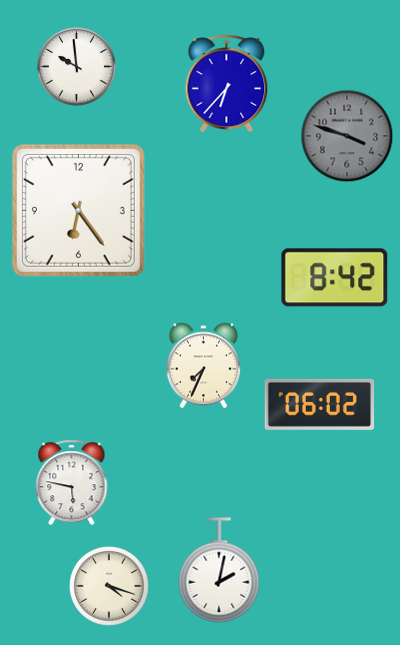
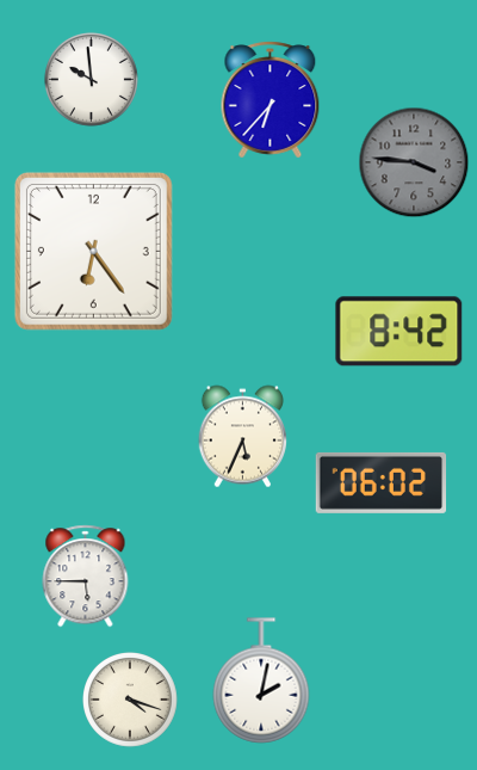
clock at (347, 136): 3:48 -> 3:46
clock at (203, 366): 7:34 -> 5:34
clock at (72, 483): 5:47 -> 5:45
